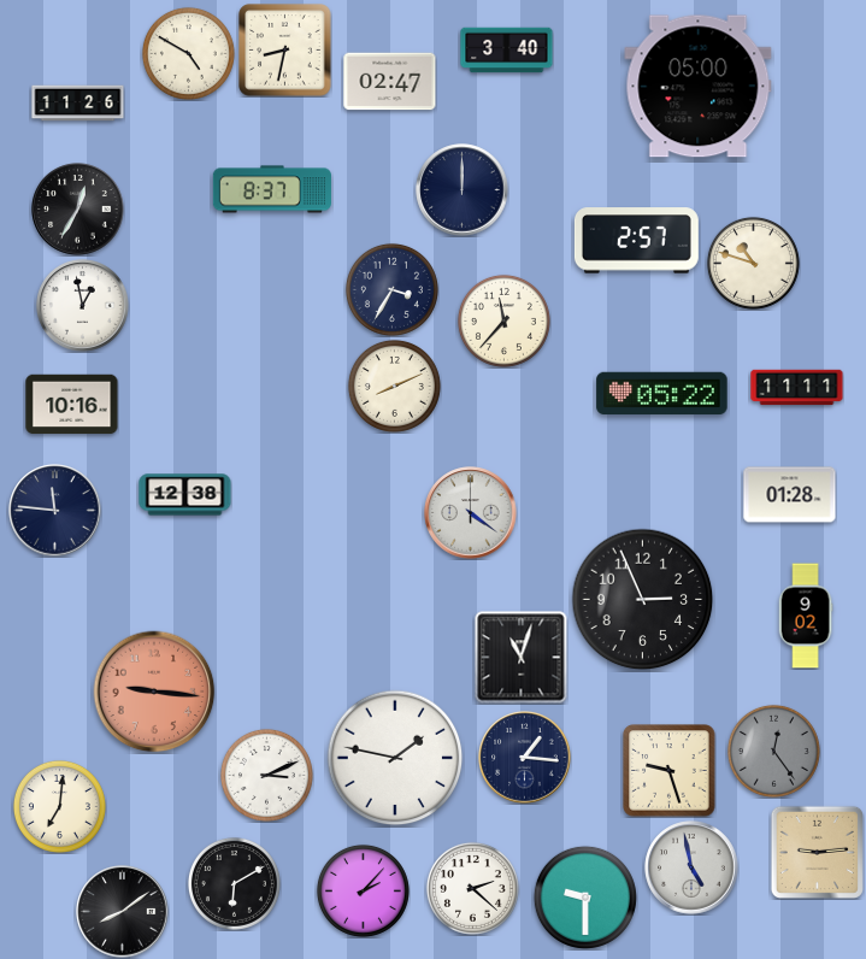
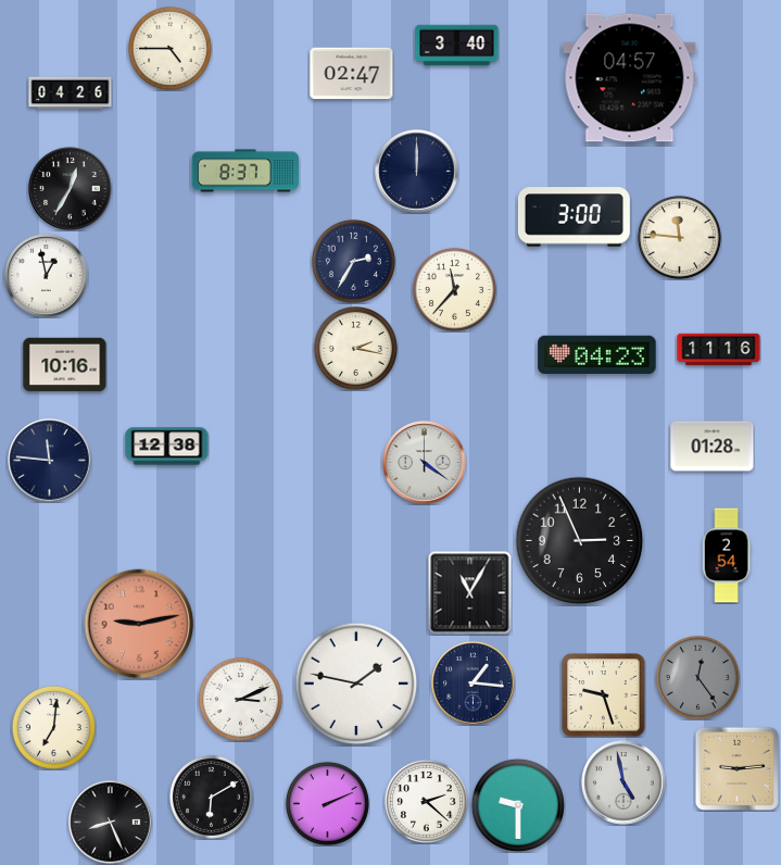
clock at (285, 51): 8:32 -> none
clock at (188, 53): 4:50 -> 4:45
clock at (699, 87): 05:00 -> 04:57
clock at (78, 104): 11:26 -> 04:26
clock at (636, 241): 2:57 -> 3:00
clock at (753, 263): 10:48 -> 11:46
clock at (391, 289): 3:35 -> 2:35
clock at (83, 306) position: (83, 306) -> (47, 276)
clock at (394, 386): 8:11 -> 2:17
clock at (797, 388): 11:11 -> 11:16
clock at (662, 393): 05:22 -> 04:23
clock at (806, 616): 9:02 -> 2:54
clock at (522, 658): 11:03 -> 11:05
clock at (154, 692): 9:16 -> 9:13
clock at (363, 890): 2:07 -> 2:11
clock at (585, 898) position: (585, 898) -> (518, 805)
clock at (123, 912): 8:09 -> 8:26
